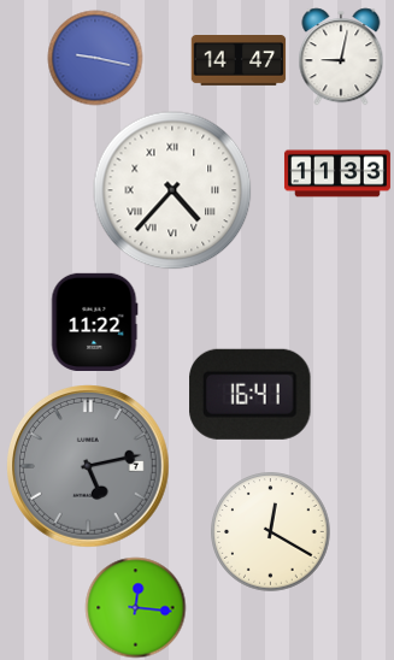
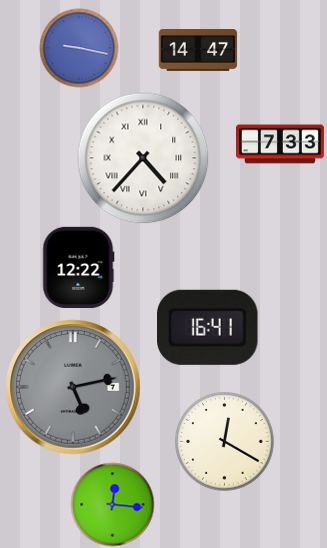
clock at (341, 57): 9:02 -> none
clock at (337, 173): 11:33 -> 7:33
clock at (95, 322): 11:22 -> 12:22
